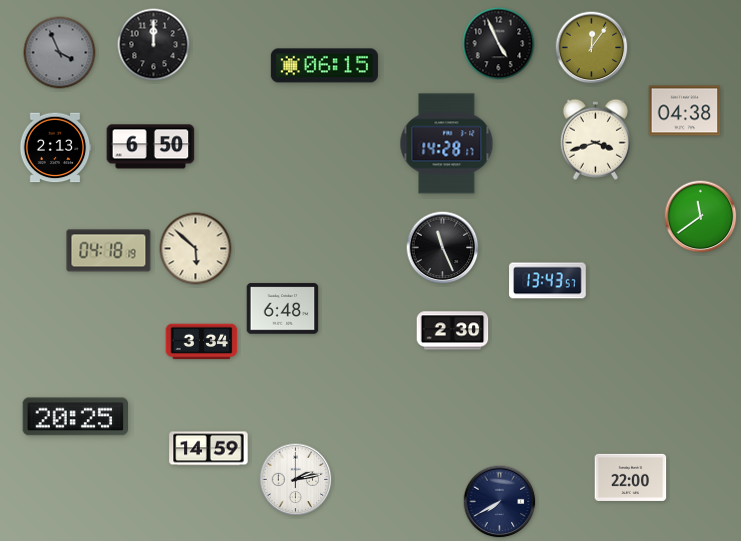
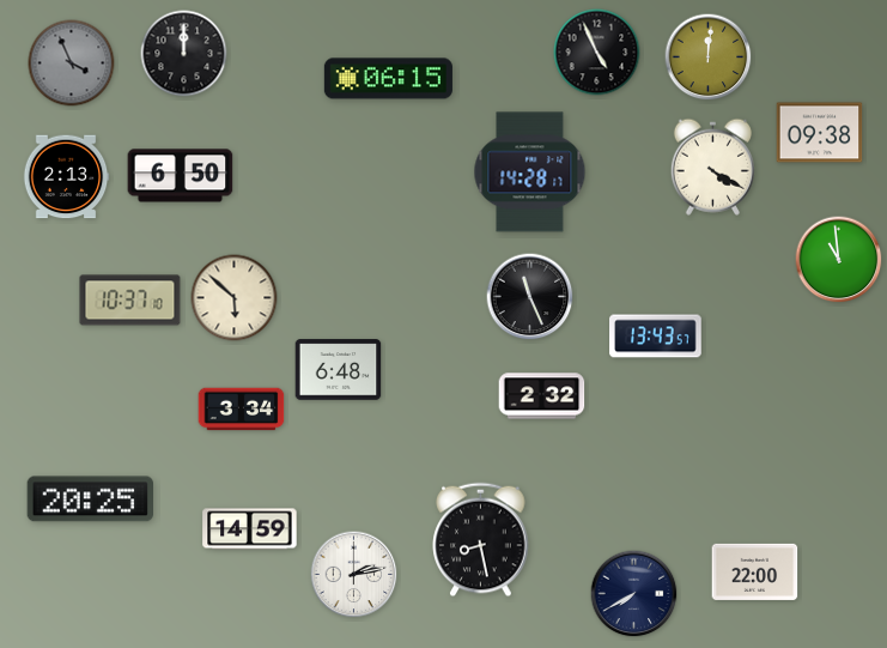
clock at (592, 48): 12:06 -> 12:01
clock at (685, 111): 04:38 -> 09:38
clock at (595, 139): 3:42 -> 4:20
clock at (447, 144) position: (447, 144) -> (530, 172)
clock at (701, 217): 11:39 -> 10:59
clock at (109, 251): 04:18 -> 10:37
clock at (453, 331): 2:30 -> 2:32
clock at (209, 449) position: (209, 449) -> (250, 529)
clock at (481, 540): none -> 8:28
clock at (500, 502) position: (500, 502) -> (634, 594)
